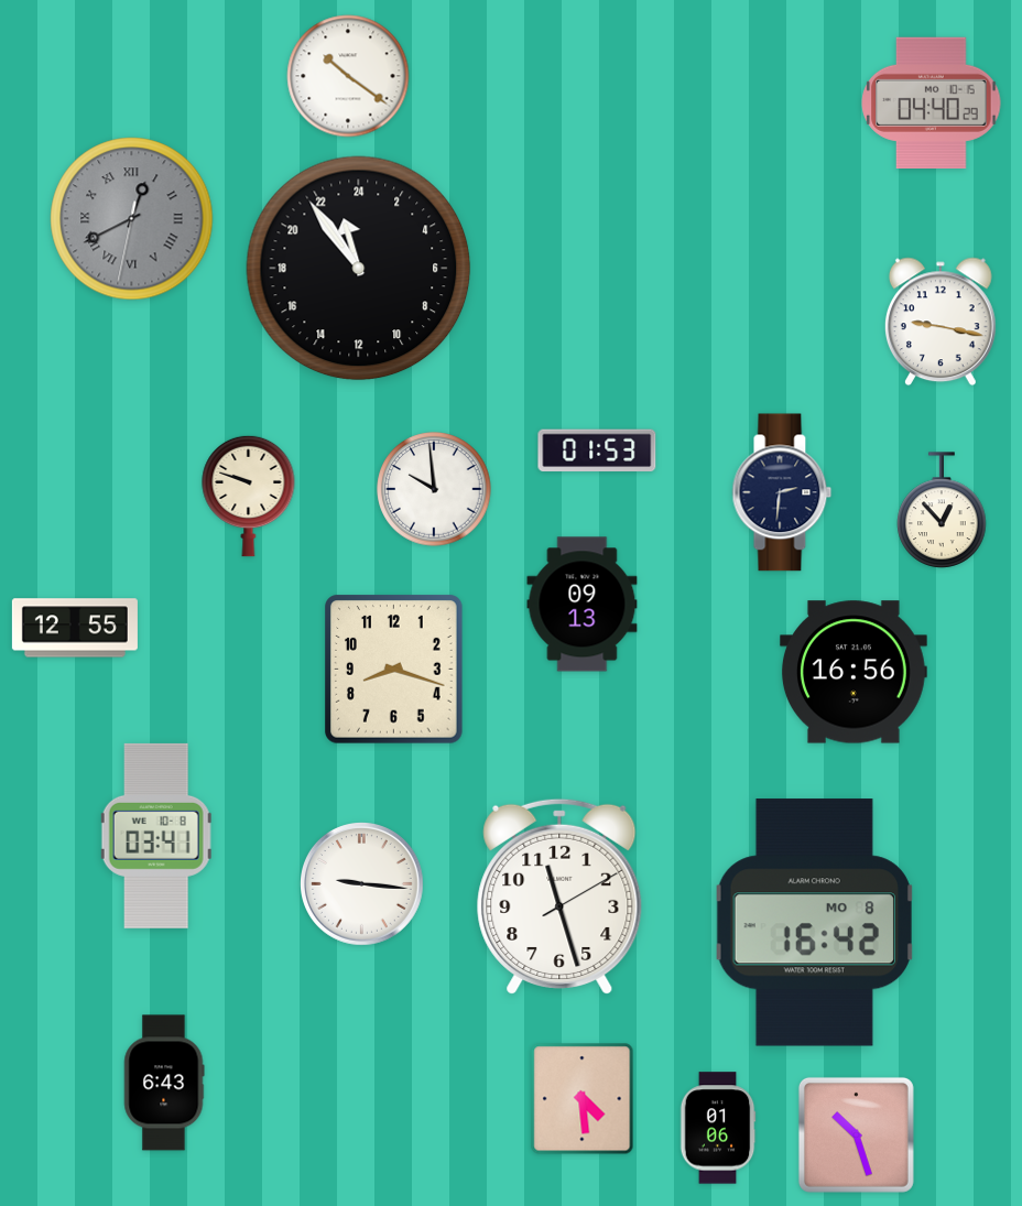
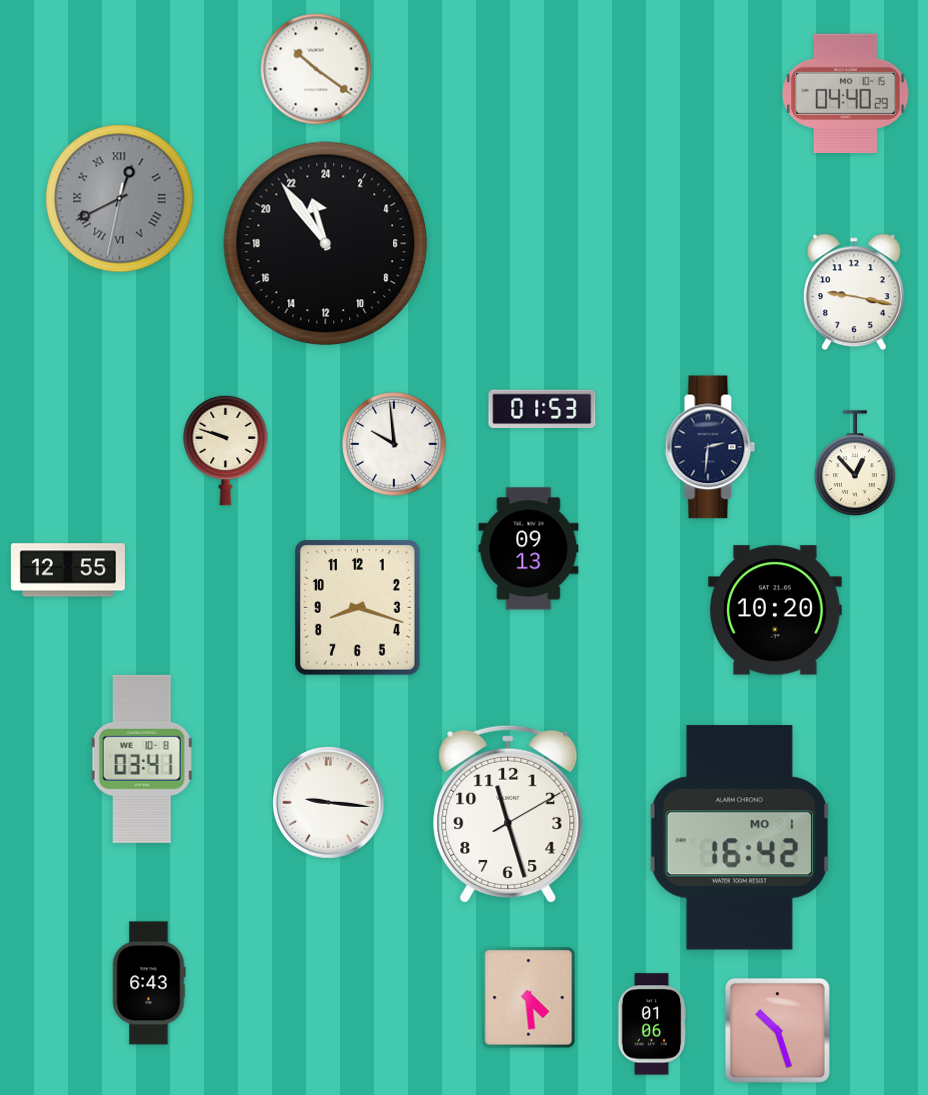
clock at (855, 672): 16:56 -> 10:20
clock at (814, 923) date: MO 8 -> MO 1
